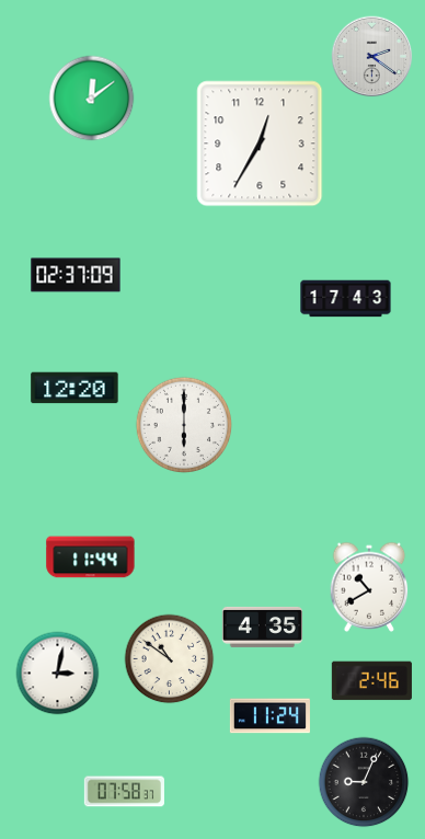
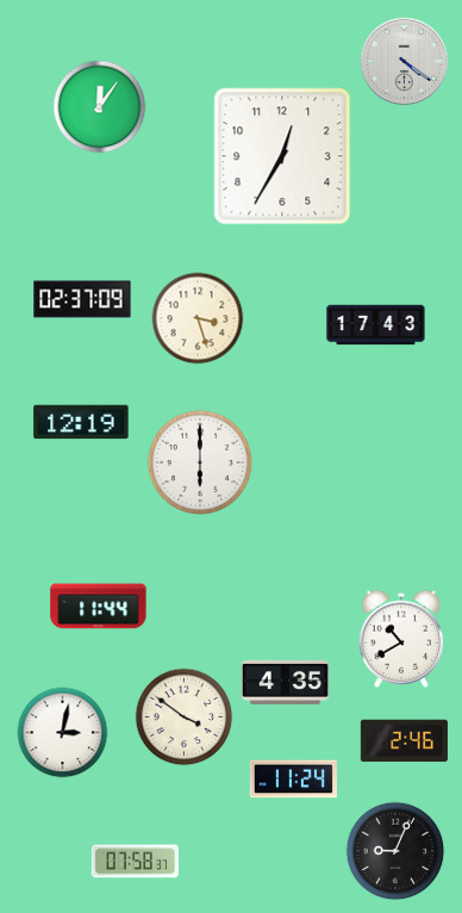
clock at (372, 57): 2:21 -> 4:21
clock at (92, 99): 12:09 -> 12:06
clock at (198, 318): none -> 3:27
clock at (74, 388): 12:20 -> 12:19
clock at (170, 659): 10:51 -> 3:51
